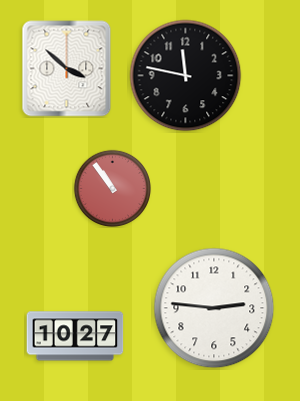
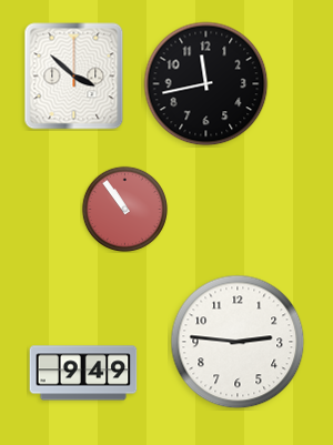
clock at (186, 76): 11:47 -> 11:43
clock at (75, 336): 10:27 -> 9:49
